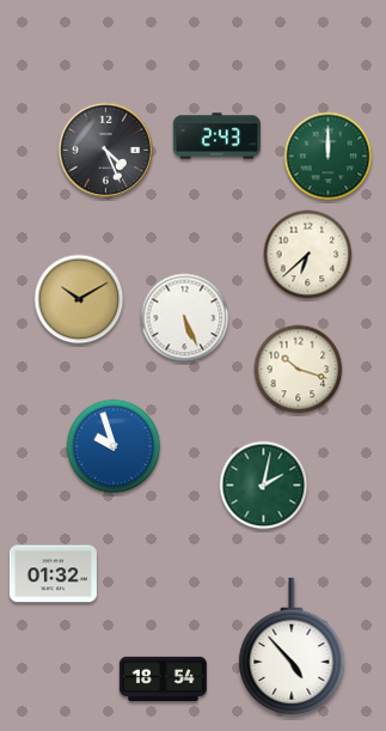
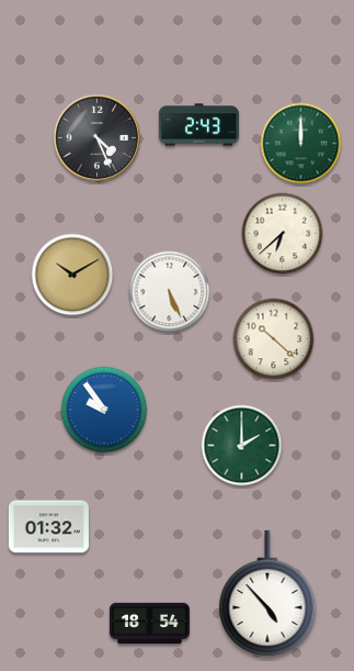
clock at (299, 370): 10:18 -> 10:22
clock at (114, 446): 9:57 -> 9:54
clock at (264, 486): 2:02 -> 2:00
